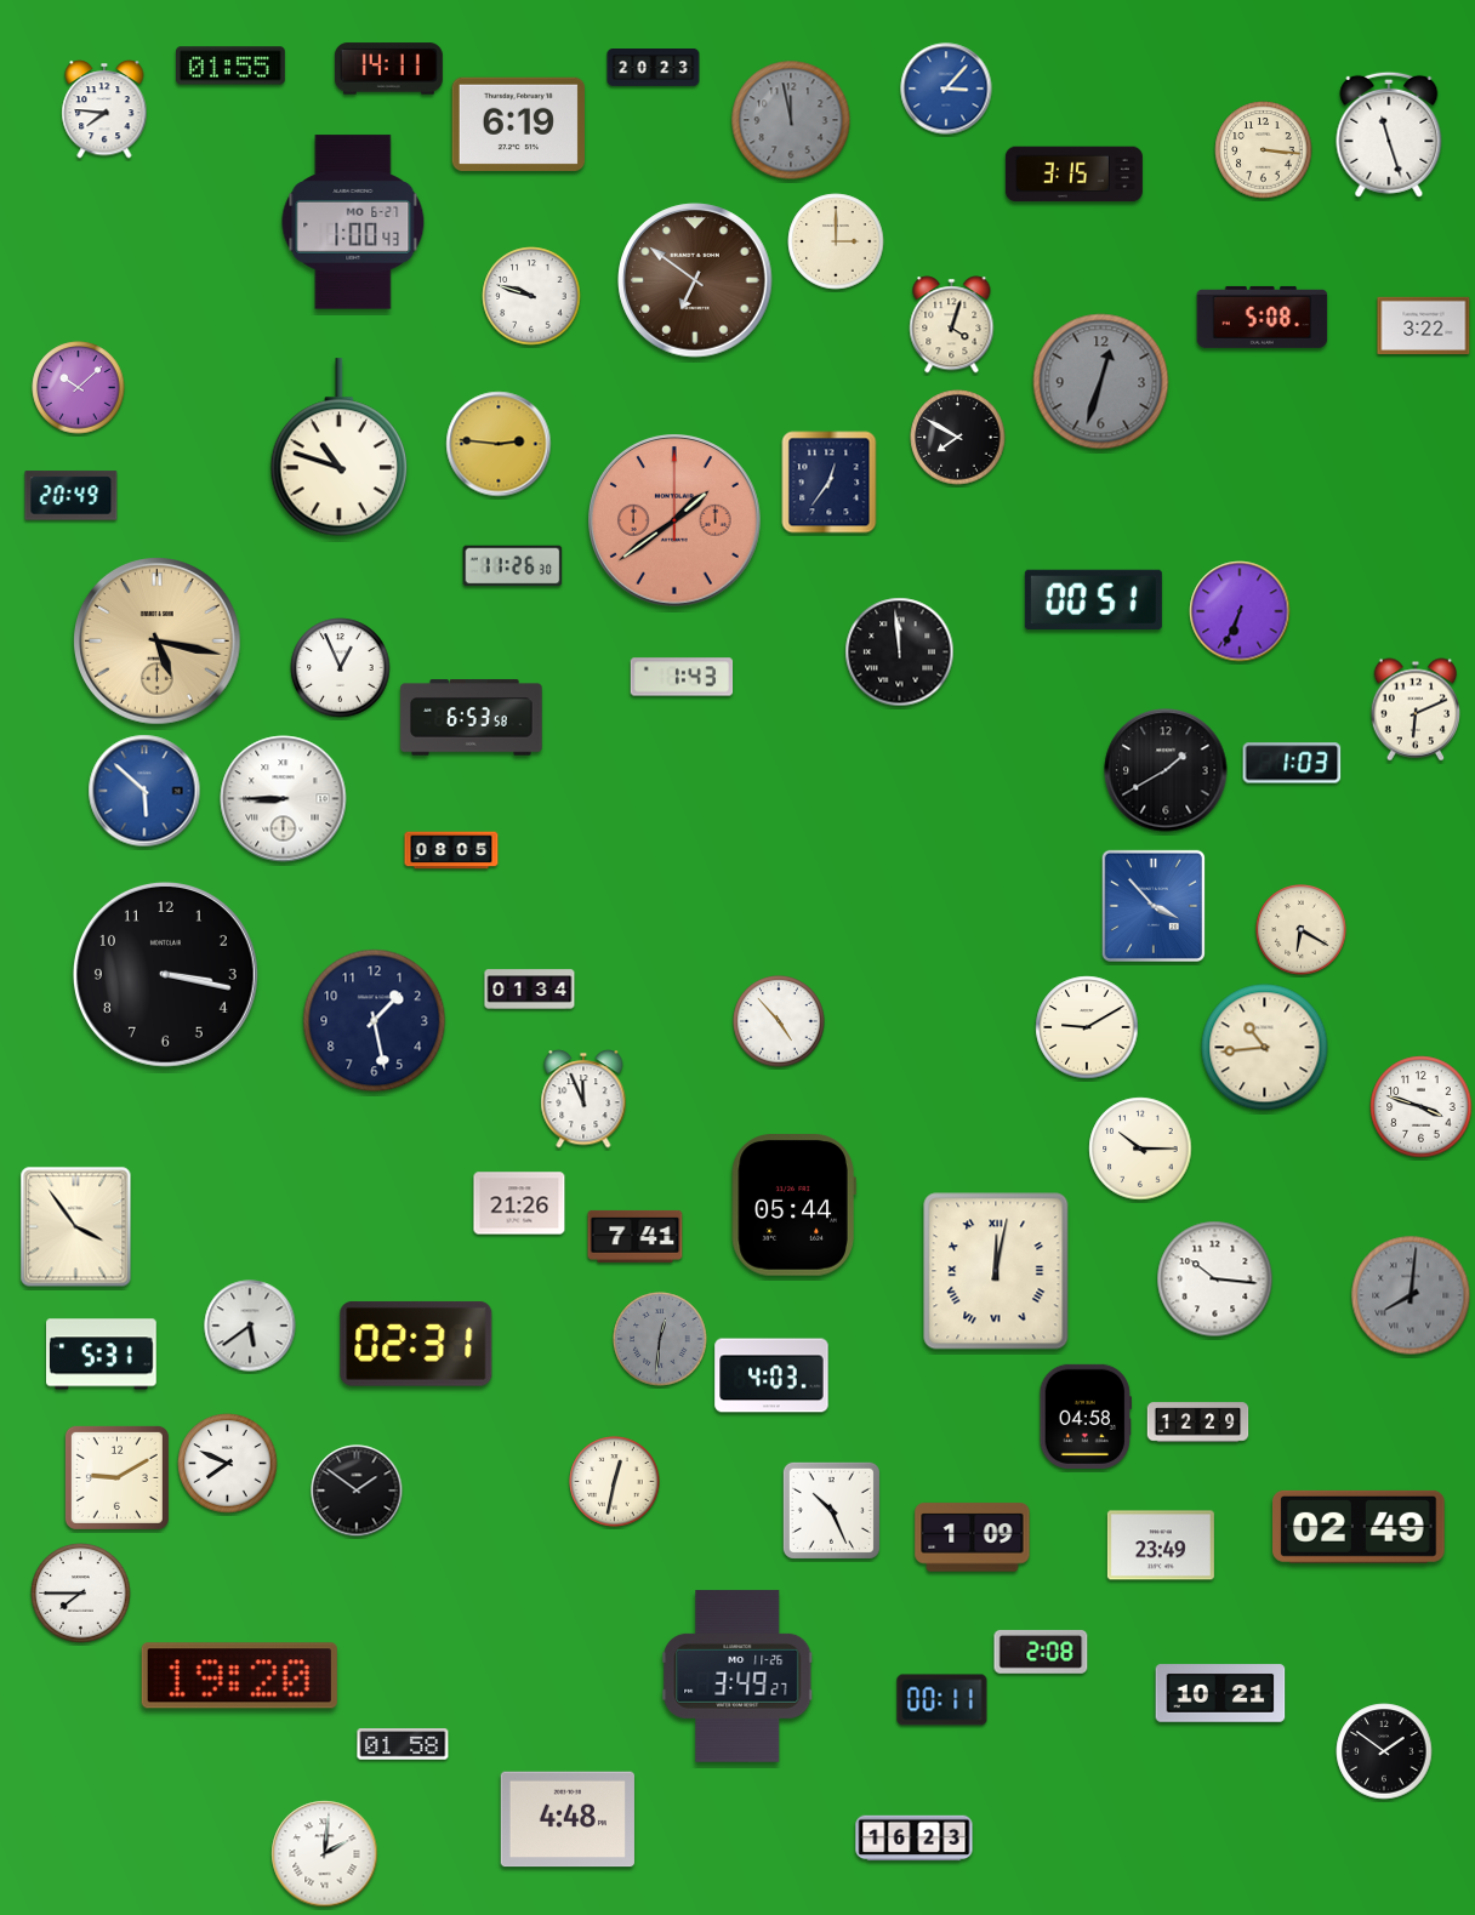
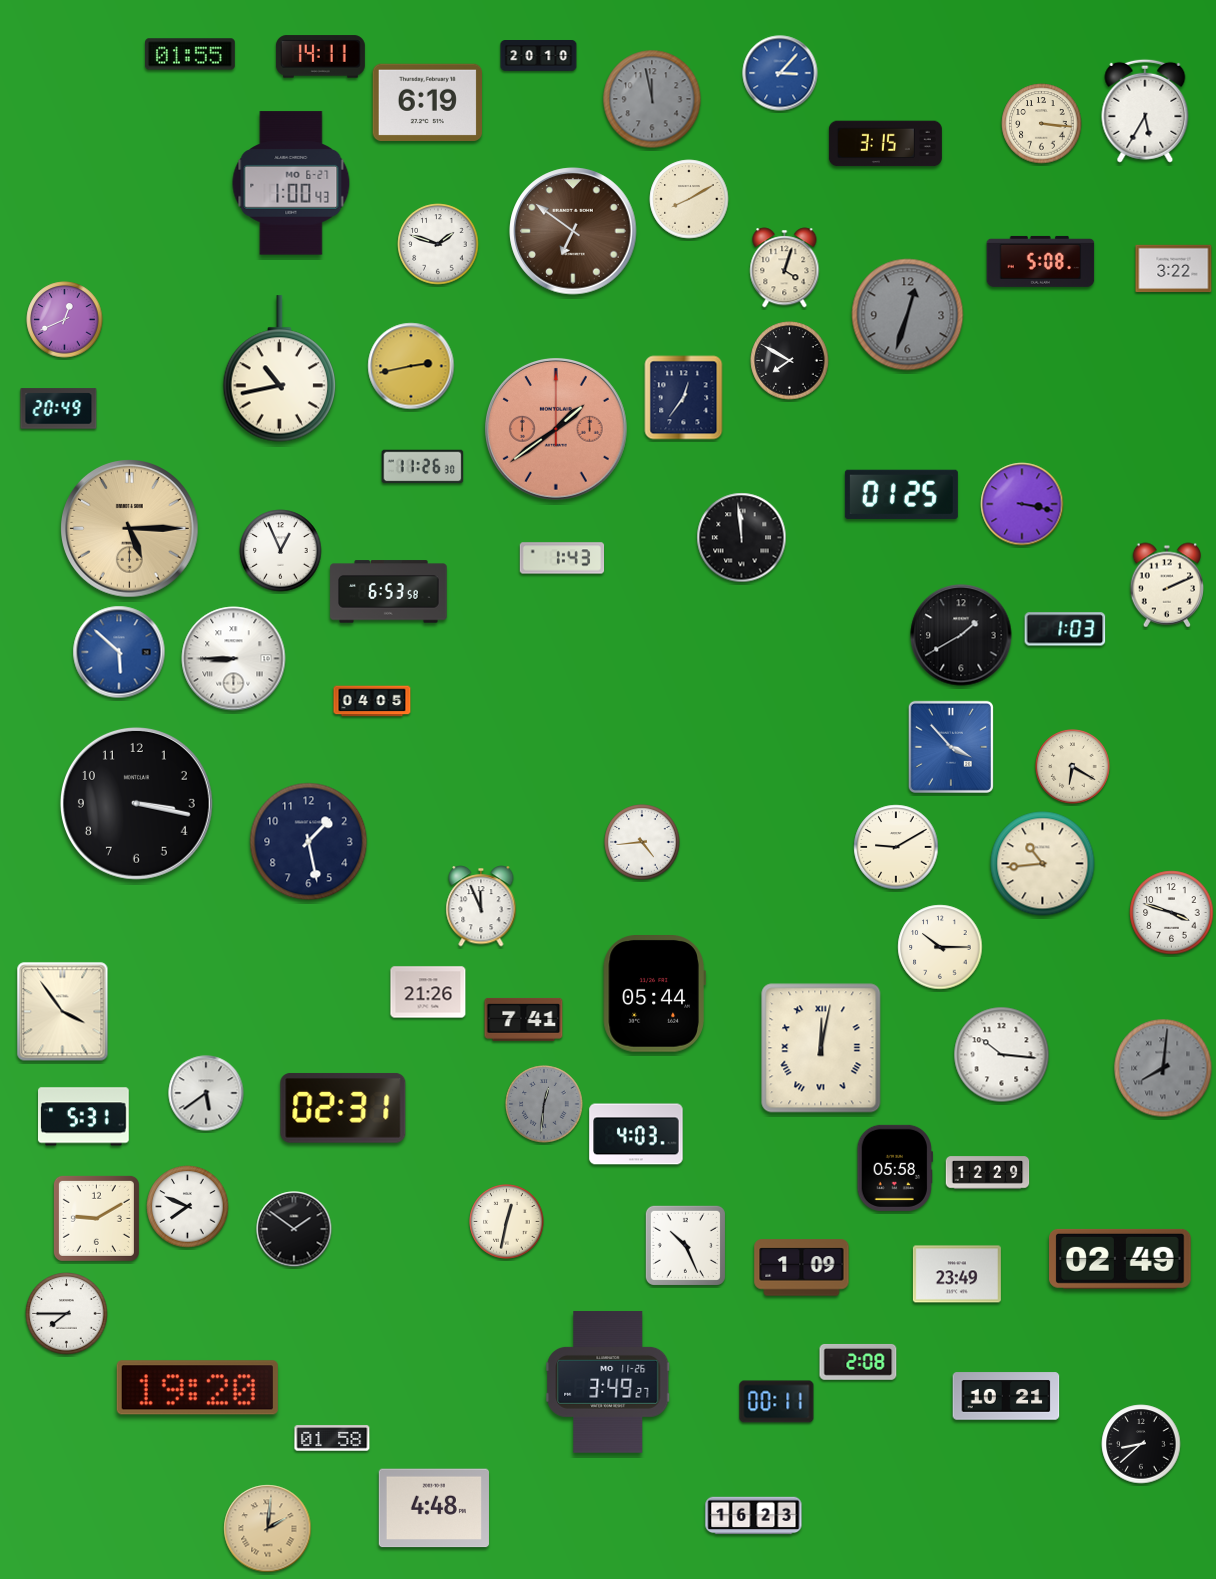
clock at (654, 68): 20:23 -> 20:10
clock at (104, 109): 7:46 -> none
clock at (1389, 135): 11:27 -> 5:35
clock at (836, 241): 3:00 -> 8:10
clock at (531, 296): 9:48 -> 1:48
clock at (79, 388): 10:08 -> 12:41
clock at (499, 444): 2:46 -> 2:43
clock at (338, 448): 10:48 -> 10:43
clock at (1093, 599): 00:51 -> 01:25
clock at (1240, 611): 6:34 -> 3:17
clock at (158, 642): 5:17 -> 5:15
clock at (1414, 709): 6:11 -> 2:11
clock at (451, 850): 08:05 -> 04:05
clock at (530, 990): 01:34 -> none
clock at (779, 1021): 4:53 -> 4:44
clock at (1086, 1417): 04:58 -> 05:58
clock at (239, 1676) position: (239, 1676) -> (197, 1388)
clock at (1384, 1751): 1:51 -> 8:38
clock at (568, 1819) position: (568, 1819) -> (434, 1508)
clock at (325, 1854) dial: white -> champagne
